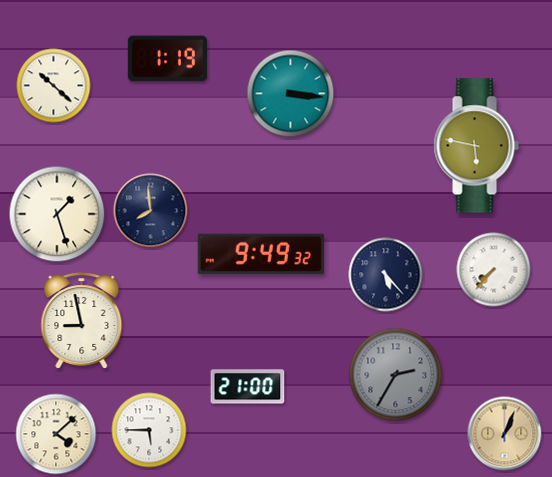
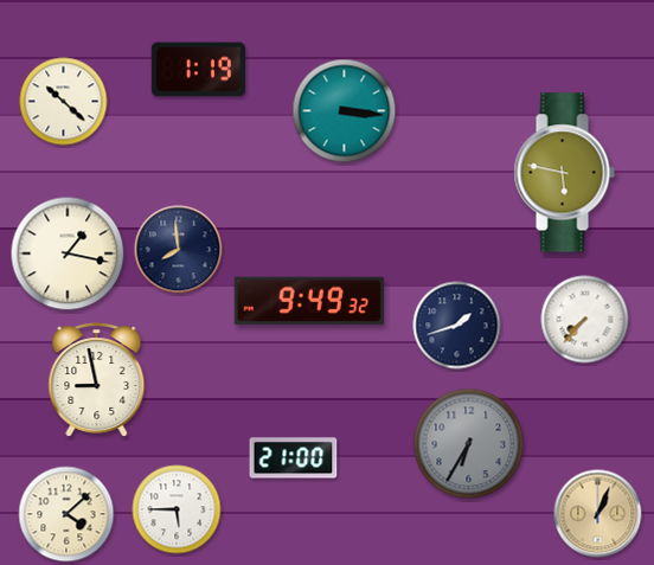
clock at (57, 214): 1:27 -> 1:17
clock at (386, 275): 5:23 -> 1:42
clock at (396, 375): 2:35 -> 6:35
